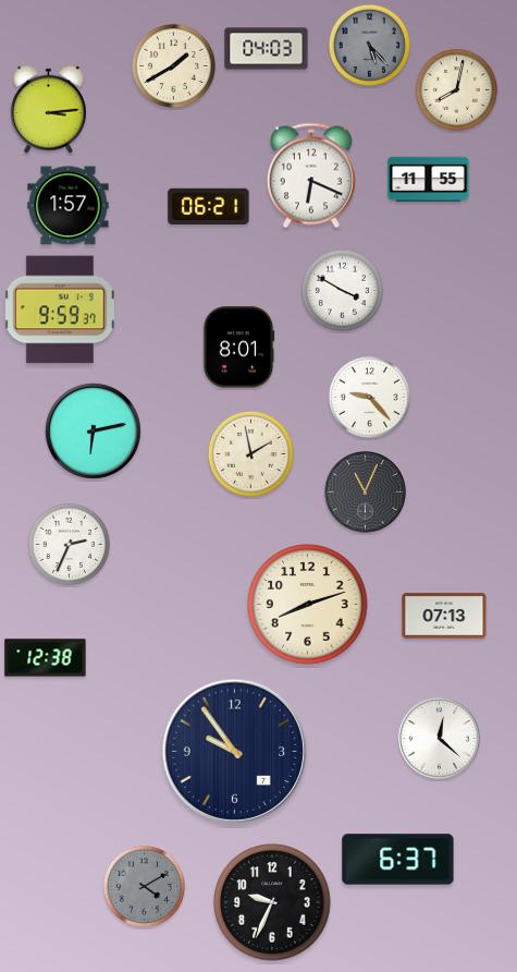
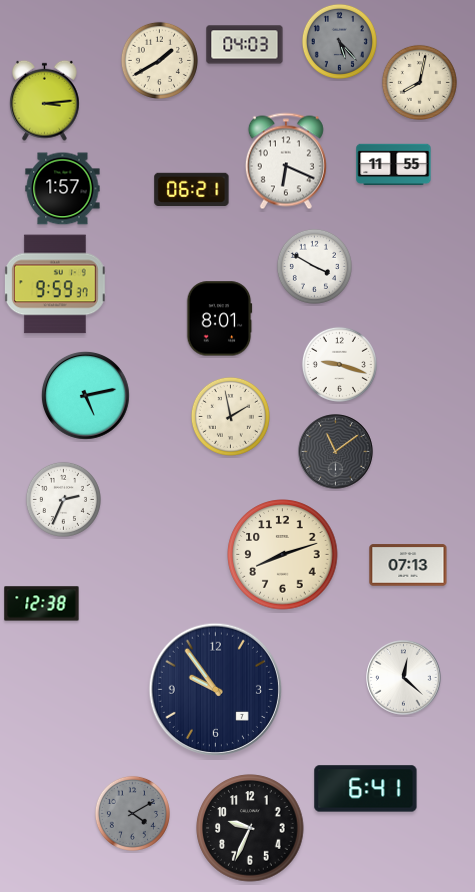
clock at (369, 397): 9:23 -> 9:18
clock at (93, 430): 6:13 -> 5:13
clock at (366, 493): 11:04 -> 11:09
clock at (398, 860): 6:37 -> 6:41
